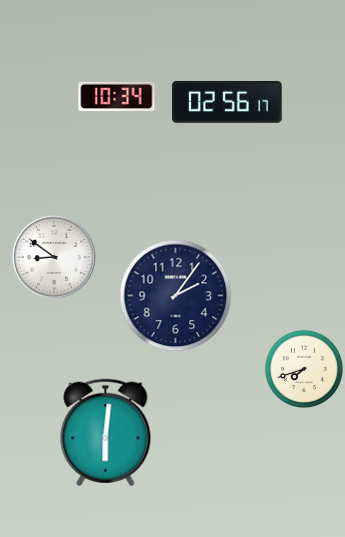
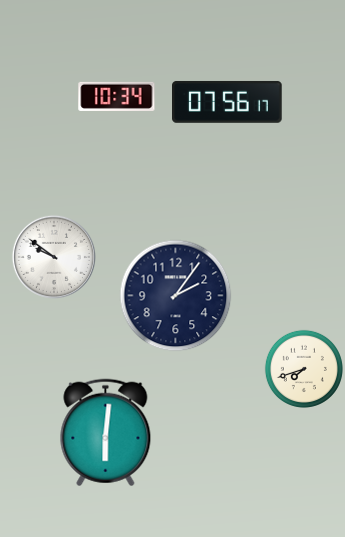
clock at (228, 102): 02:56 -> 07:56
clock at (54, 257): 8:51 -> 9:51
